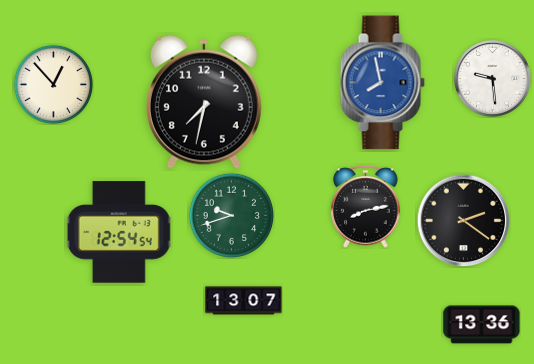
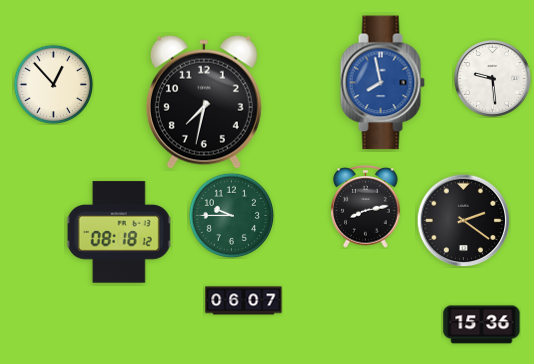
clock at (231, 215): 9:42 -> 9:45
clock at (119, 232): 12:54 -> 08:18
clock at (244, 301): 13:07 -> 06:07
clock at (482, 325): 13:36 -> 15:36
